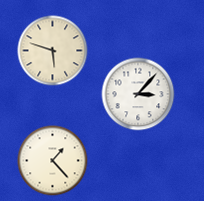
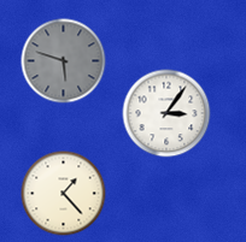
clock at (53, 51) dial: cream -> grey
clock at (138, 94): 3:07 -> 3:06
